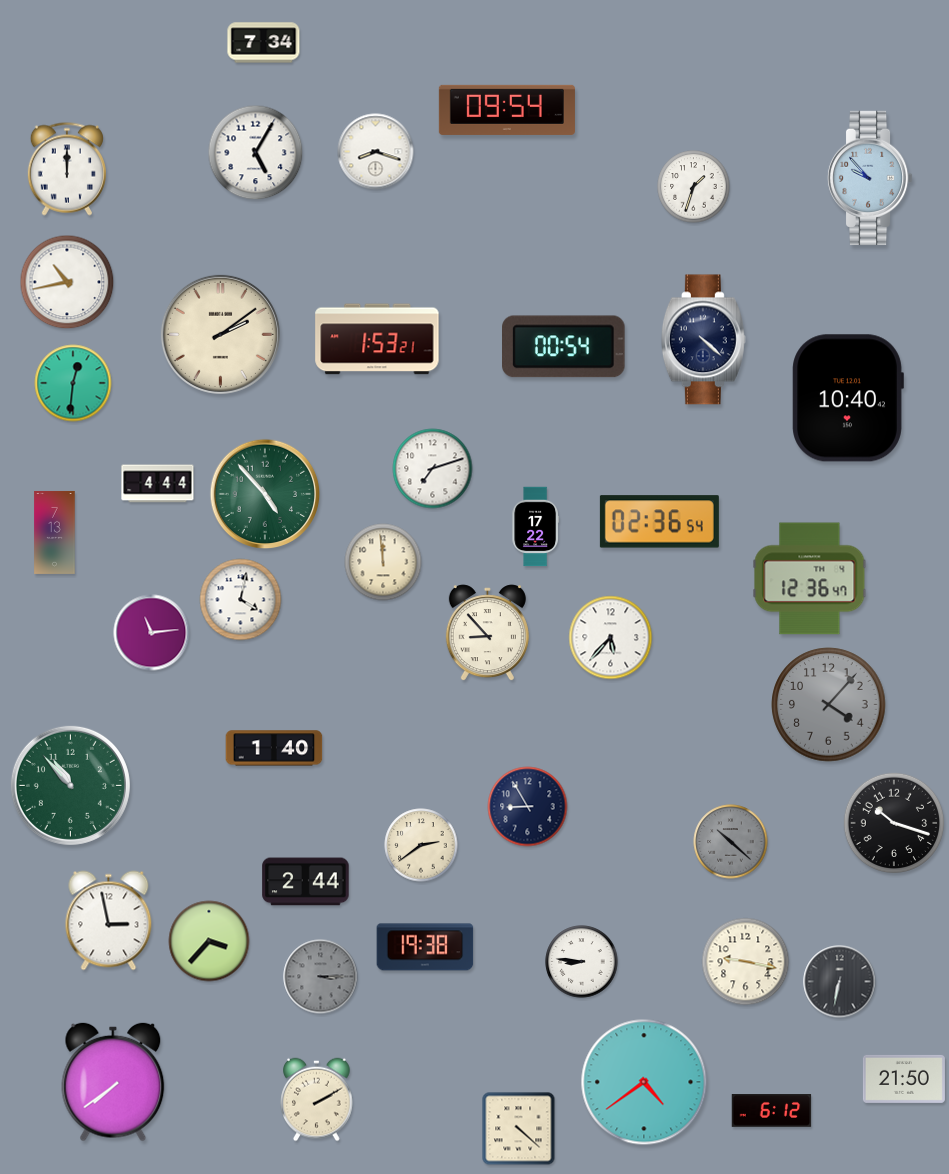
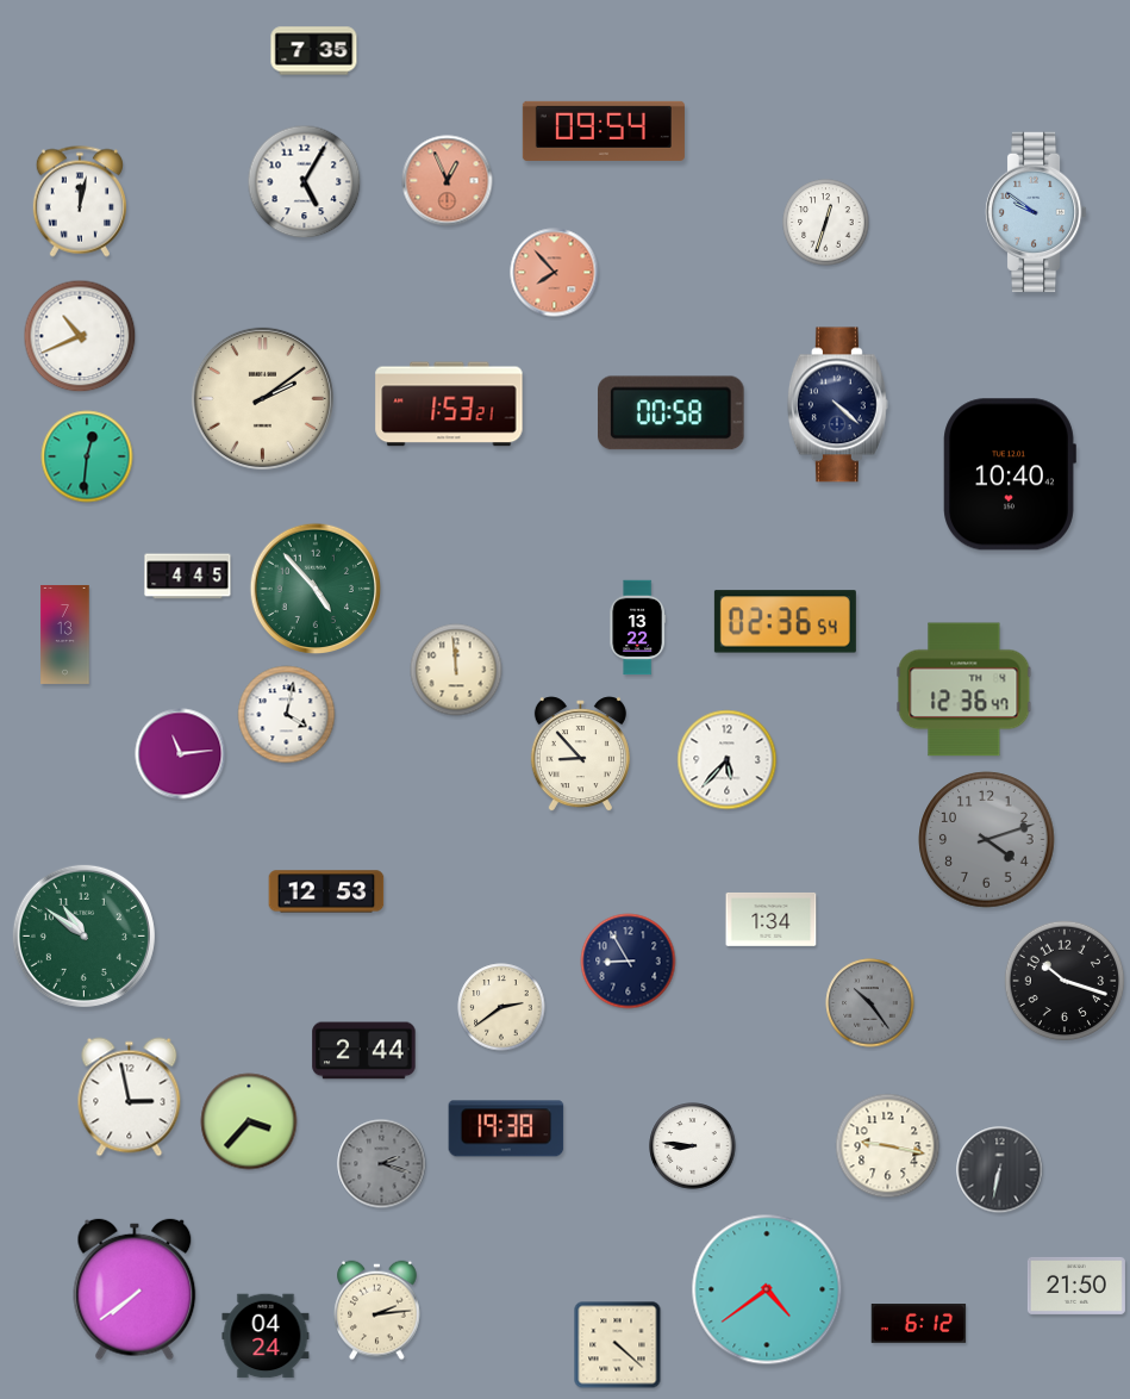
clock at (264, 43): 7:34 -> 7:35
clock at (376, 152): 8:18 -> 12:56
clock at (376, 152) dial: white -> salmon
clock at (67, 169): 12:00 -> 12:02
clock at (870, 178): 9:53 -> 9:51
clock at (694, 187): 1:33 -> 12:33
clock at (555, 273): none -> 7:53
clock at (67, 282): 10:43 -> 10:41
clock at (564, 347): 00:54 -> 00:58
clock at (433, 469): 7:12 -> none
clock at (158, 484): 4:44 -> 4:45
clock at (535, 527): 17:22 -> 13:22
clock at (829, 705): 4:07 -> 4:12
clock at (274, 748): 1:40 -> 12:53
clock at (772, 919): none -> 1:34
clock at (70, 785): 10:53 -> 10:51
clock at (731, 842): 10:22 -> 10:24
clock at (321, 977): 3:15 -> 2:18
clock at (317, 1100): 2:10 -> 2:14
clock at (266, 1336): none -> 04:24
